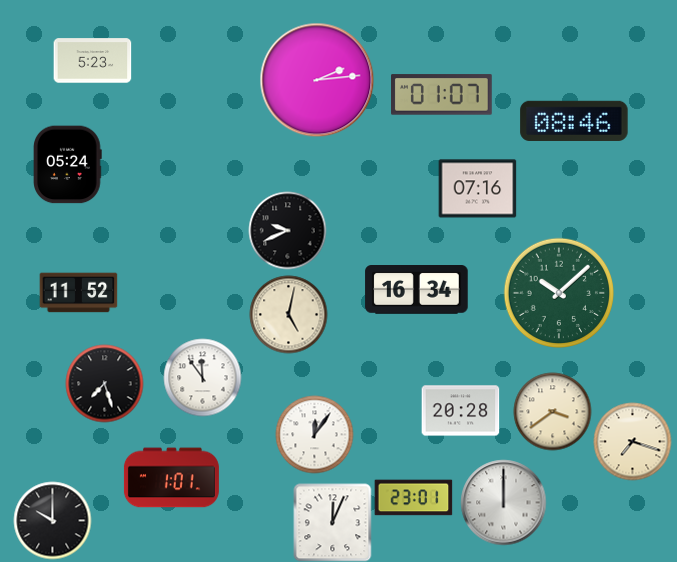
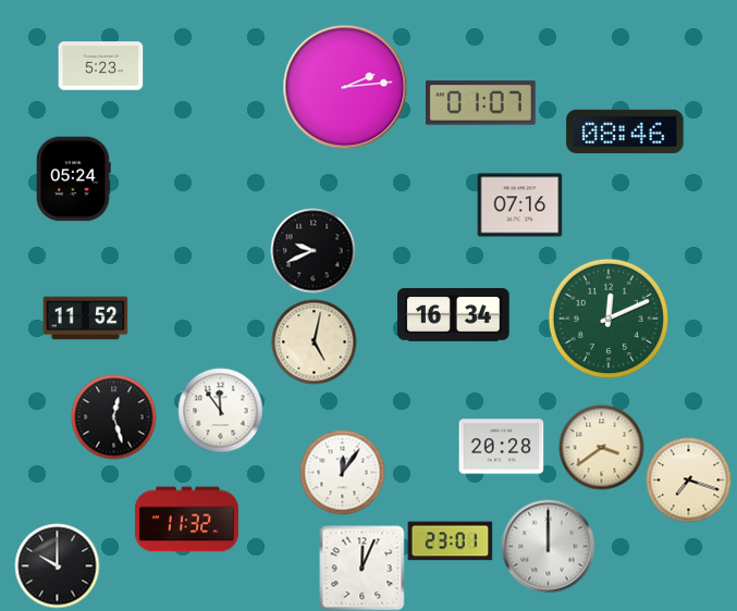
clock at (558, 292): 10:08 -> 12:11
clock at (104, 383): 7:27 -> 12:27
clock at (171, 478): 1:01 -> 11:32
